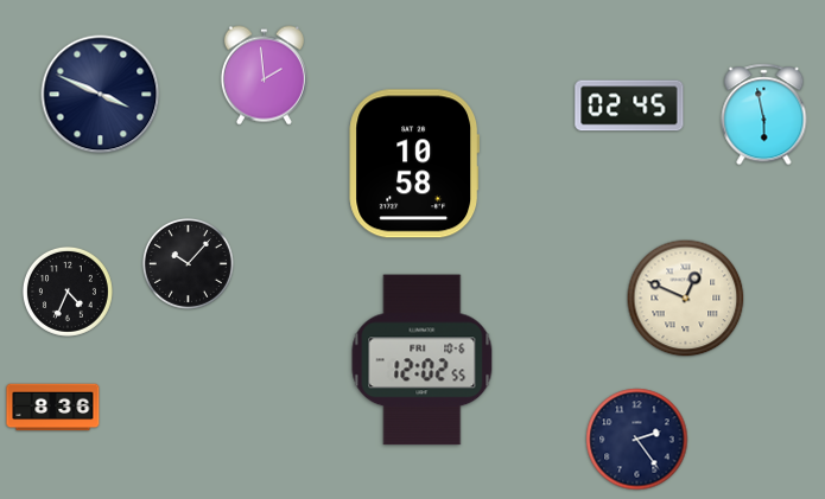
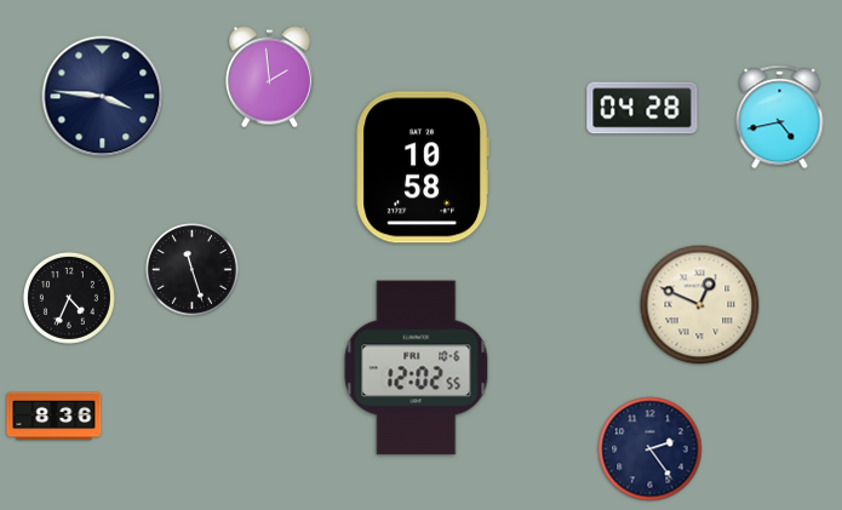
clock at (101, 95): 3:49 -> 3:46
clock at (629, 105): 02:45 -> 04:28
clock at (764, 115): 5:58 -> 4:43
clock at (188, 263): 10:07 -> 11:27
clock at (423, 360) position: (423, 360) -> (417, 368)
